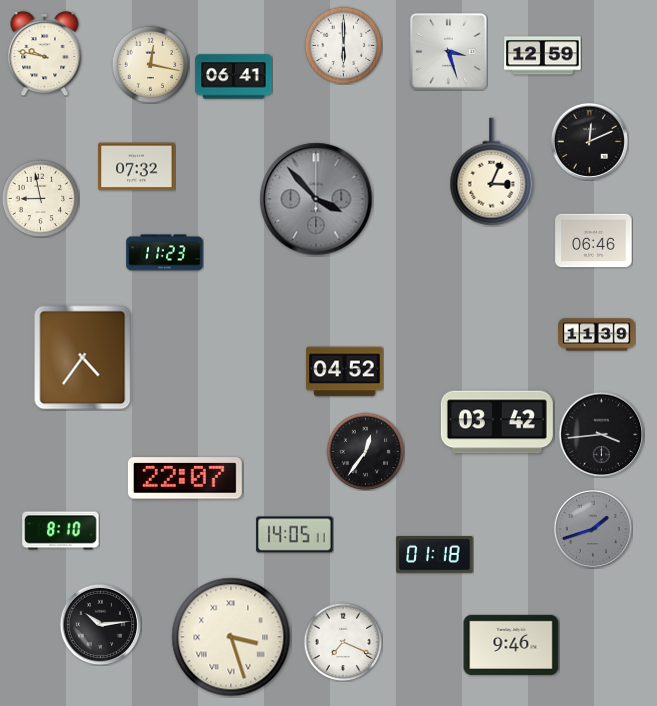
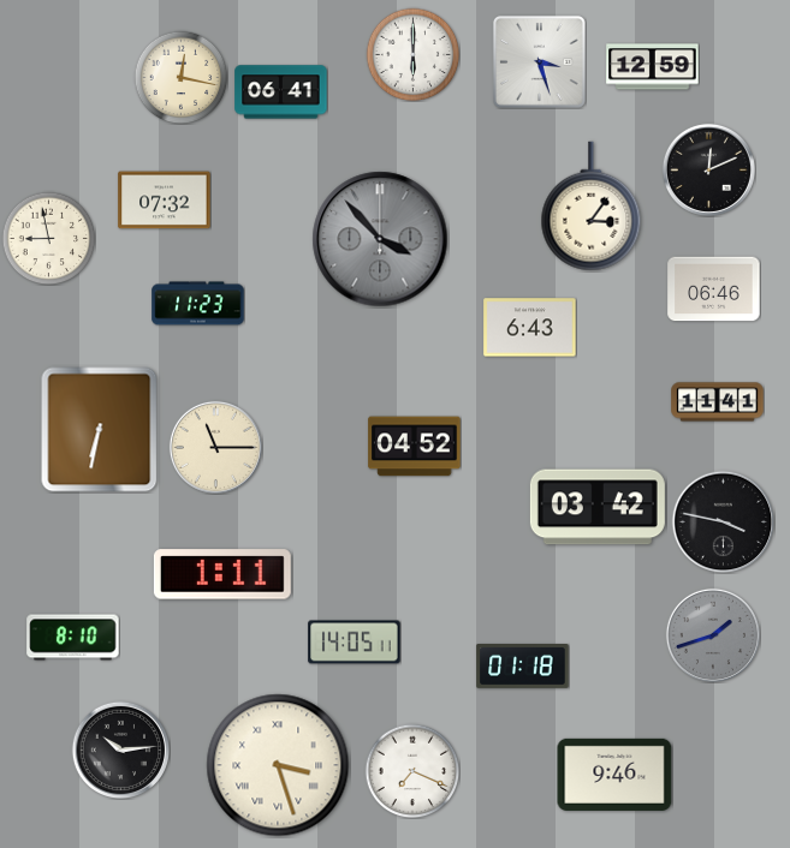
clock at (45, 53): 9:47 -> none
clock at (492, 172): 3:04 -> 3:06
clock at (530, 328): none -> 6:43
clock at (597, 335): 11:39 -> 11:41
clock at (83, 358): 4:36 -> 6:32
clock at (215, 447): none -> 11:15
clock at (601, 434): 3:44 -> 3:47
clock at (365, 451): 12:36 -> none
clock at (185, 478): 22:07 -> 1:11
